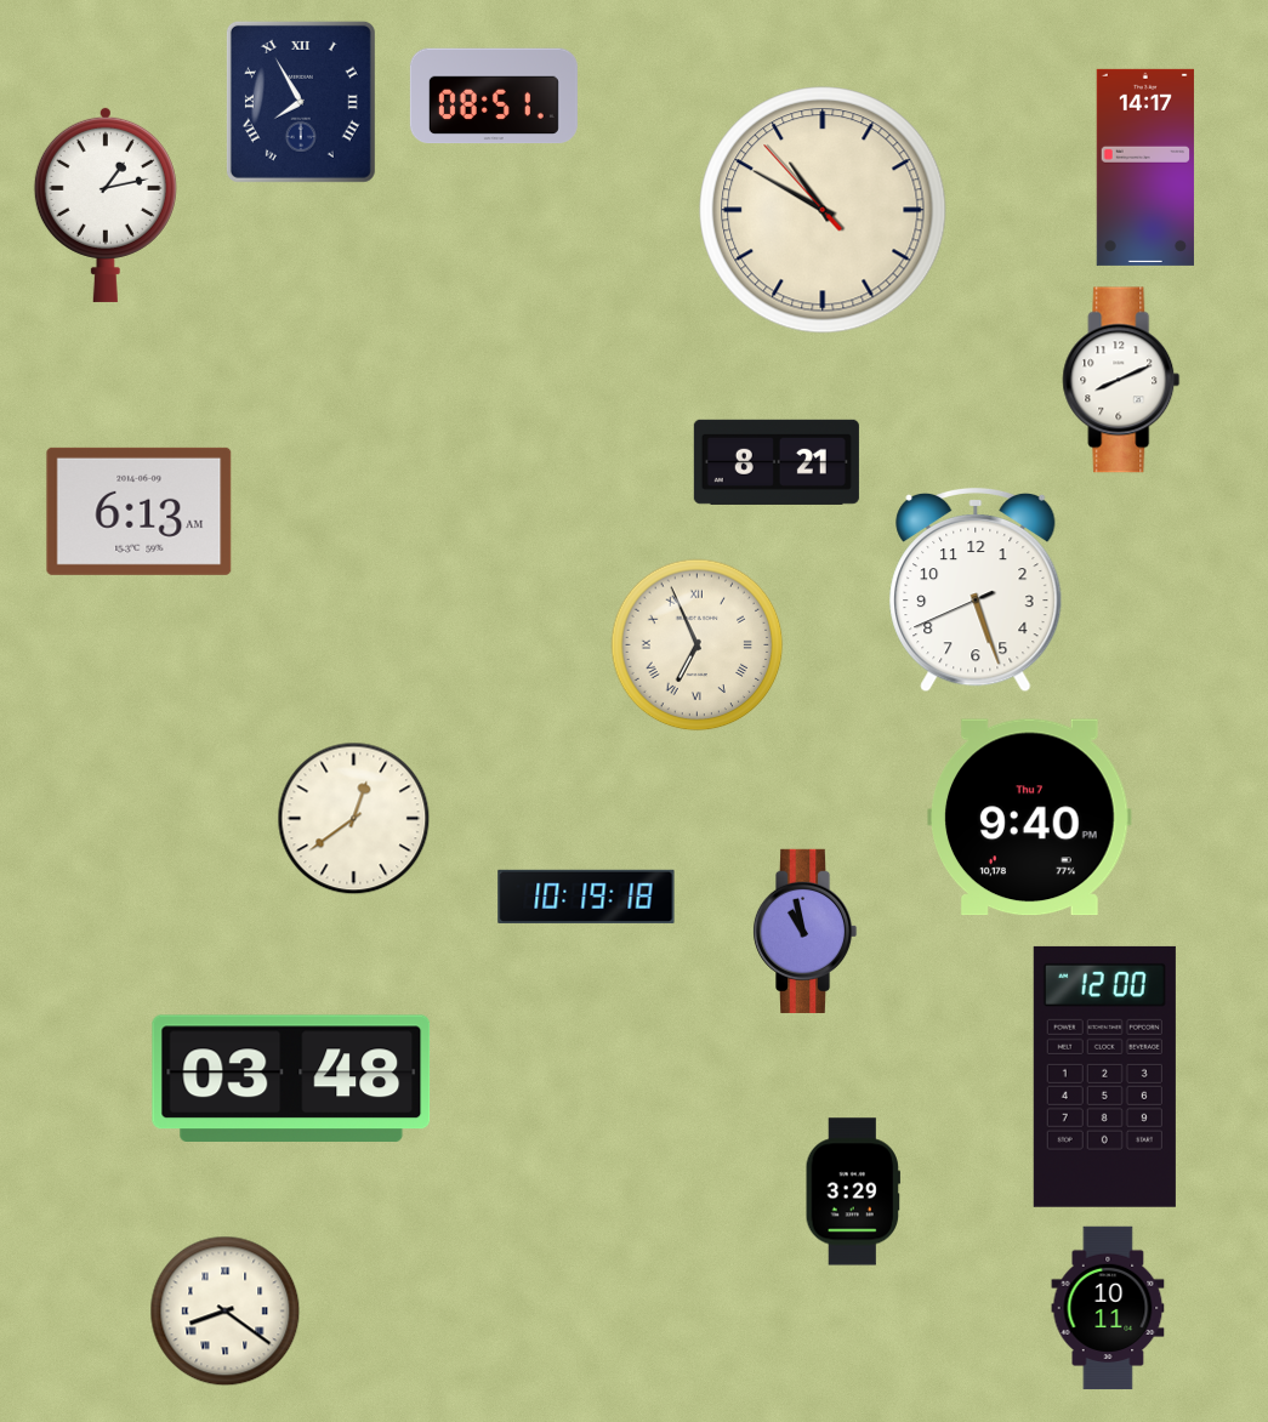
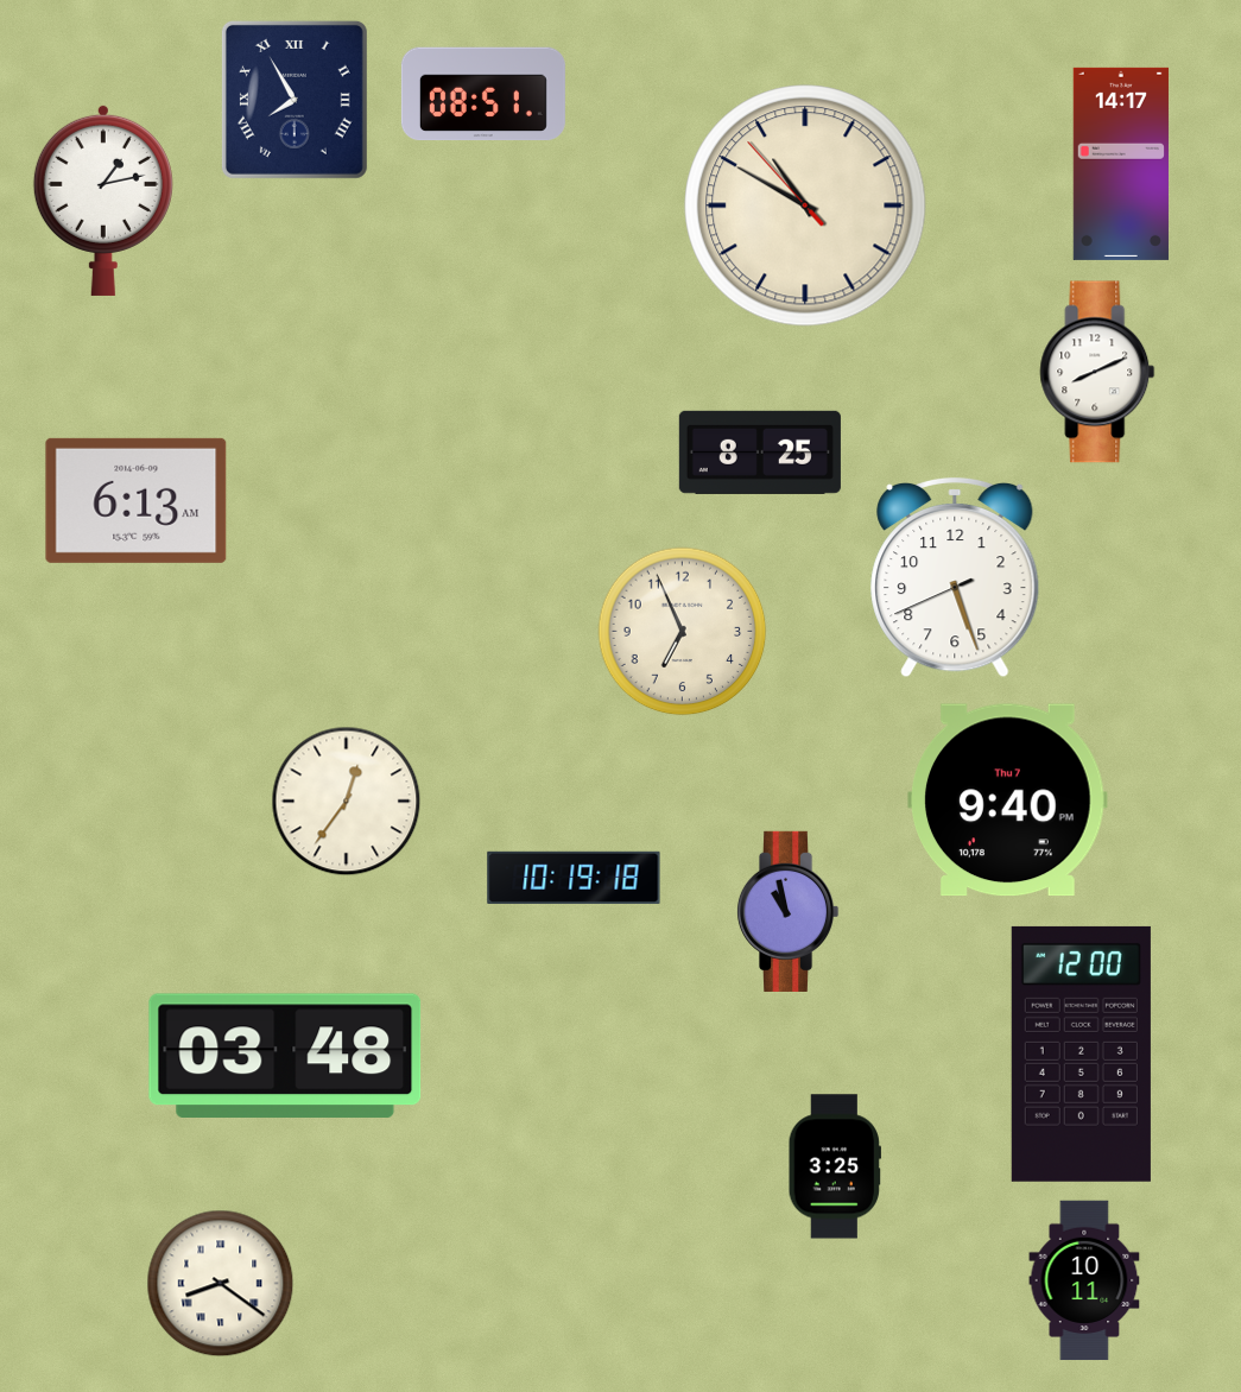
clock at (777, 462): 8:21 -> 8:25
clock at (698, 645) numerals: Roman -> Arabic
clock at (354, 819): 12:39 -> 12:36
clock at (852, 1191): 3:29 -> 3:25
